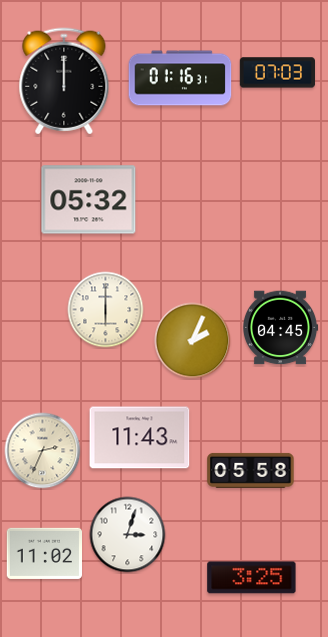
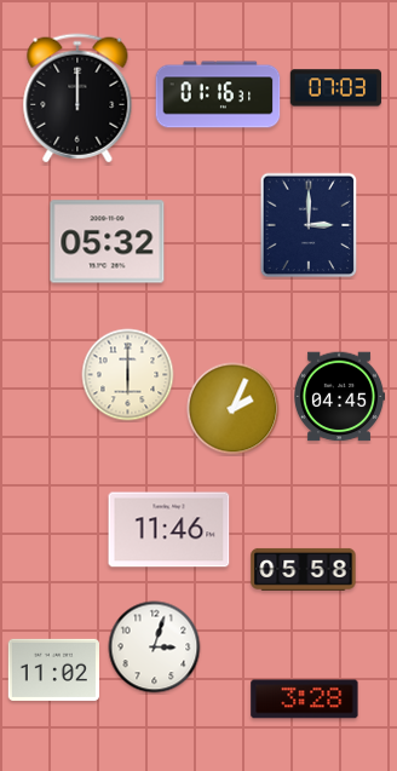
clock at (309, 225): none -> 3:00
clock at (193, 341) position: (193, 341) -> (234, 409)
clock at (140, 438): 11:43 -> 11:46
clock at (43, 451): 2:34 -> none
clock at (252, 578): 3:25 -> 3:28
